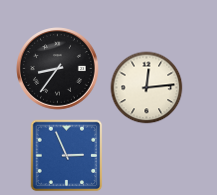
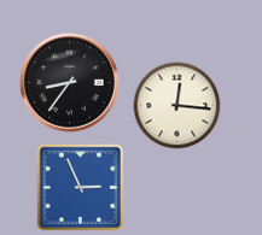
clock at (147, 88): 12:14 -> 12:16
